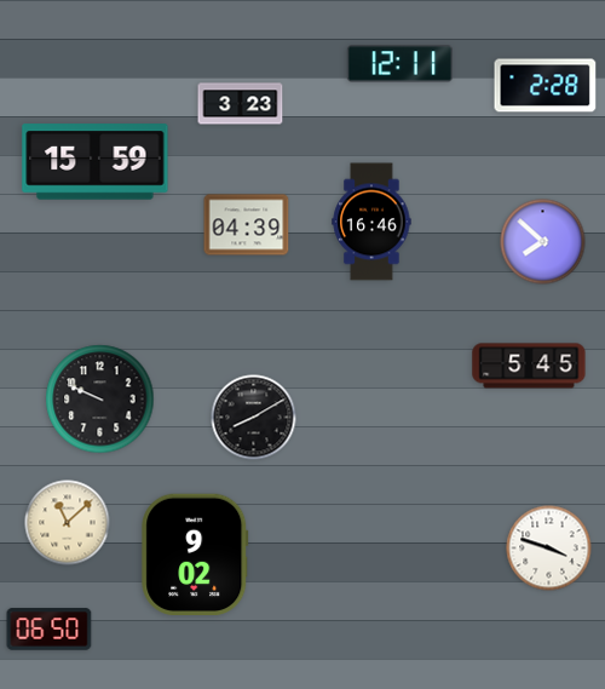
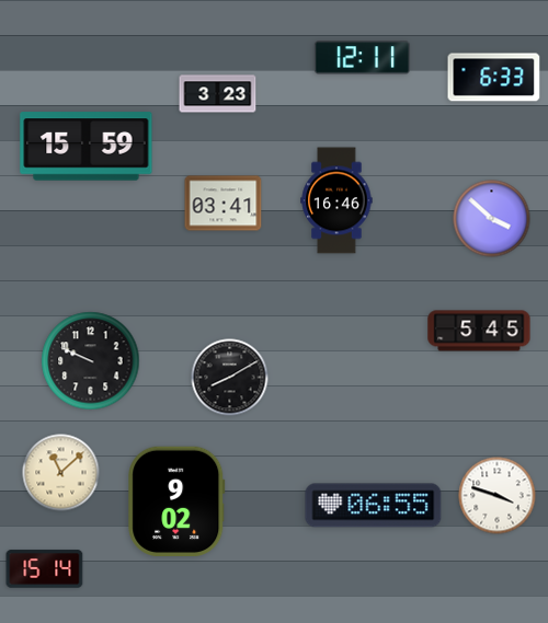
clock at (546, 86): 2:28 -> 6:33
clock at (247, 225): 04:39 -> 03:41
clock at (543, 242): 7:52 -> 3:52
clock at (374, 506): none -> 06:55
clock at (50, 630): 06:50 -> 15:14
